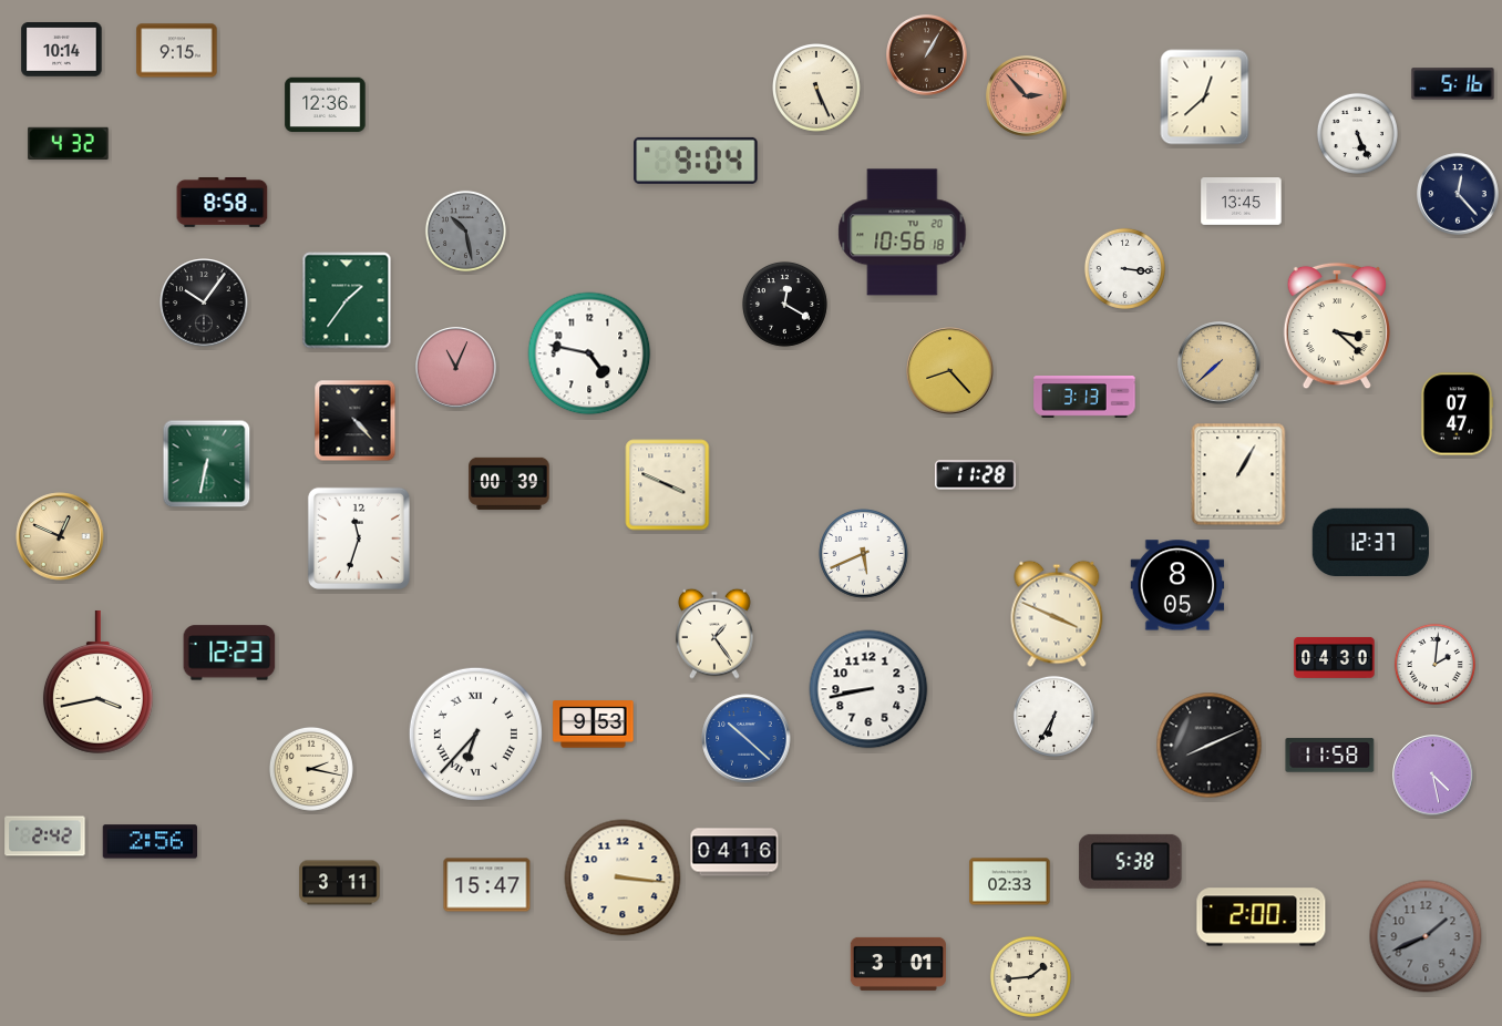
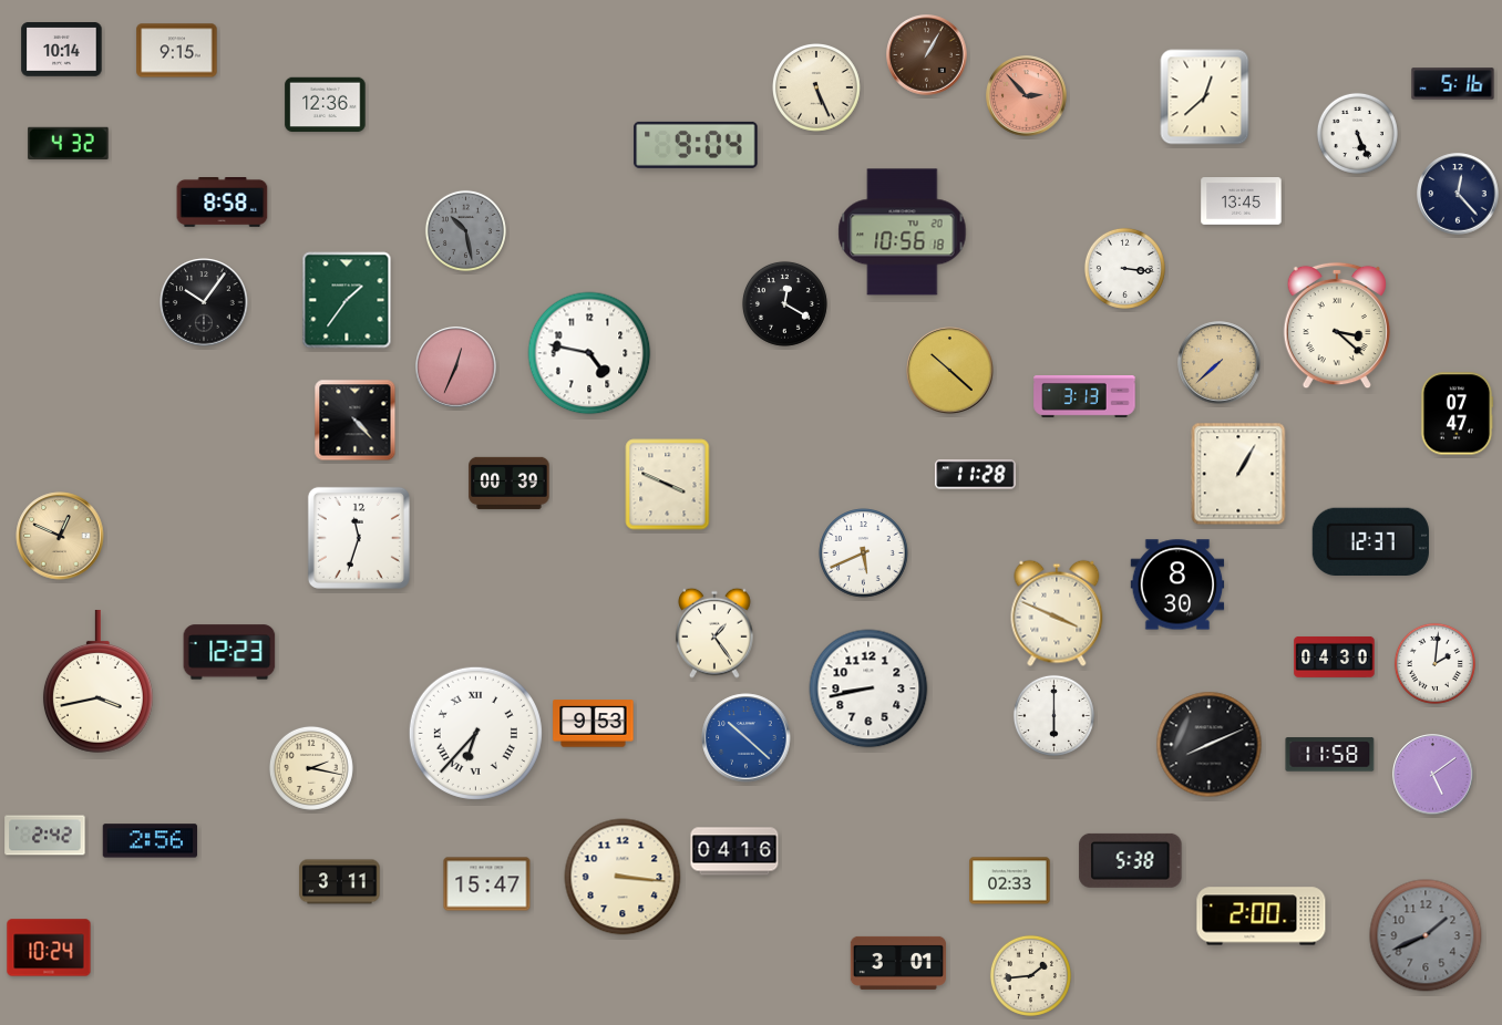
clock at (696, 161) position: (696, 161) -> (696, 145)
clock at (456, 368): 11:04 -> 12:34
clock at (950, 371): 8:23 -> 10:22
clock at (207, 464): 6:32 -> none
clock at (1177, 585): 8:05 -> 8:30
clock at (1053, 716): 6:35 -> 6:00
clock at (1433, 776): 4:28 -> 5:09
clock at (49, 948): none -> 10:24
